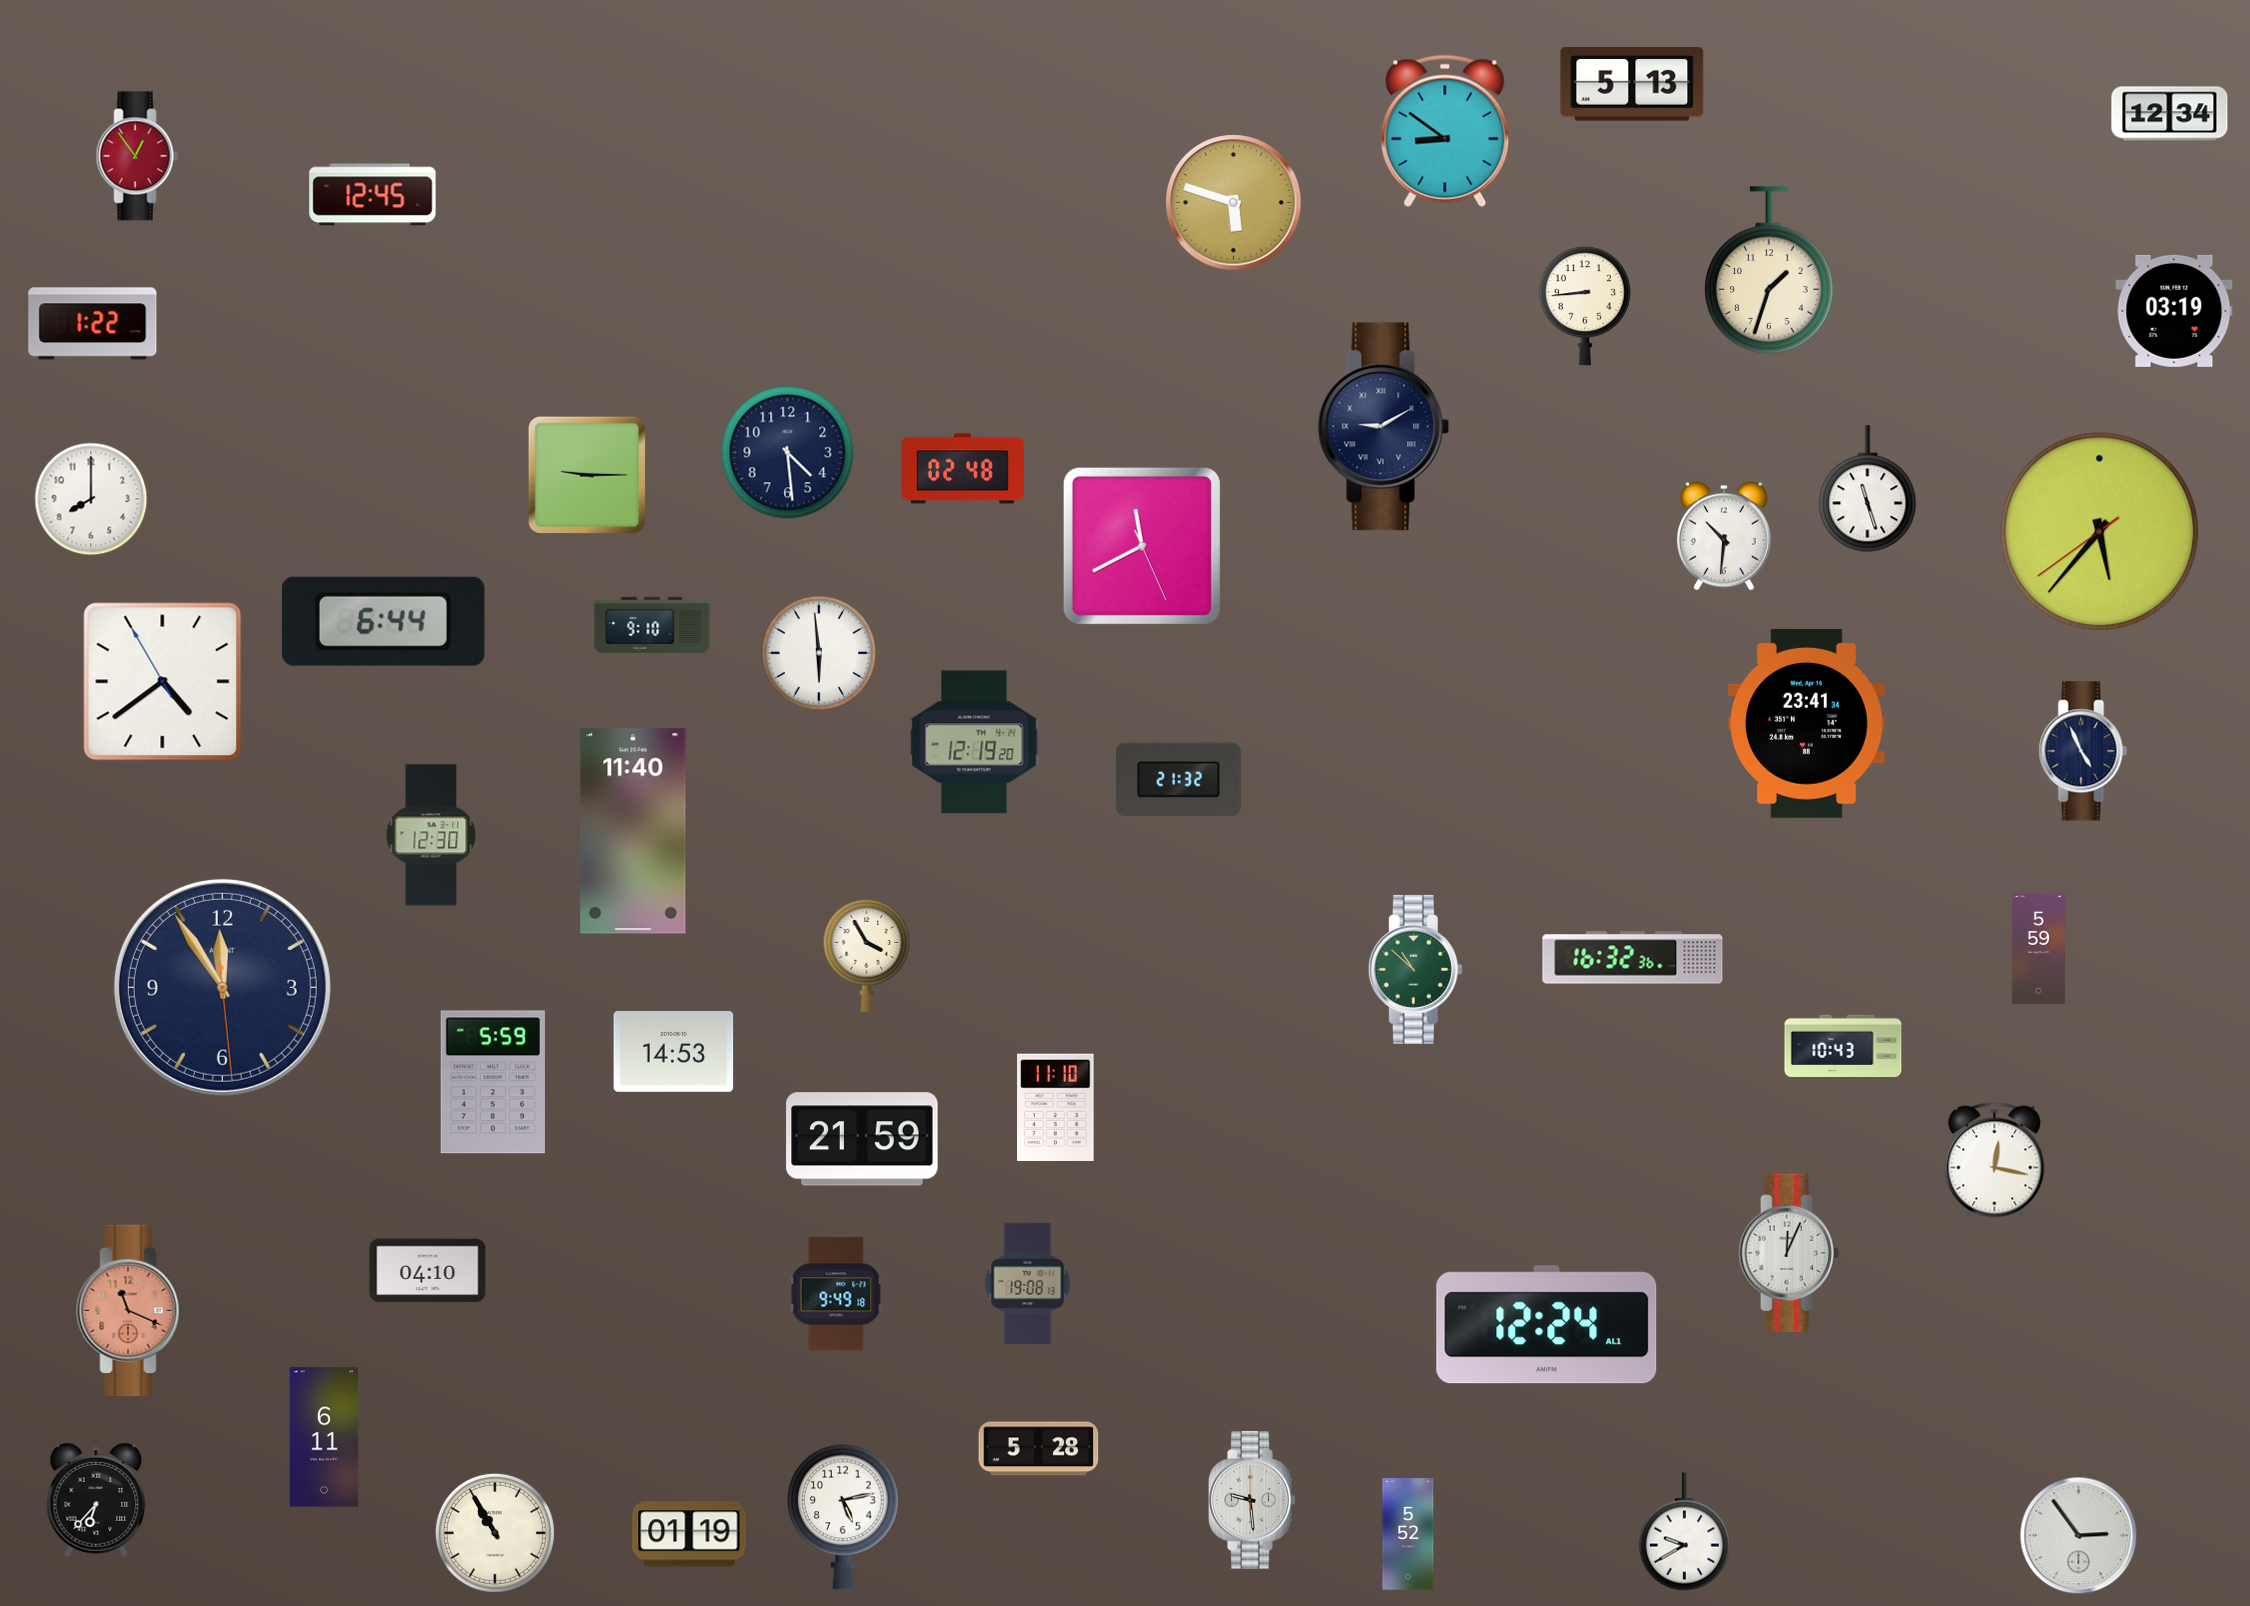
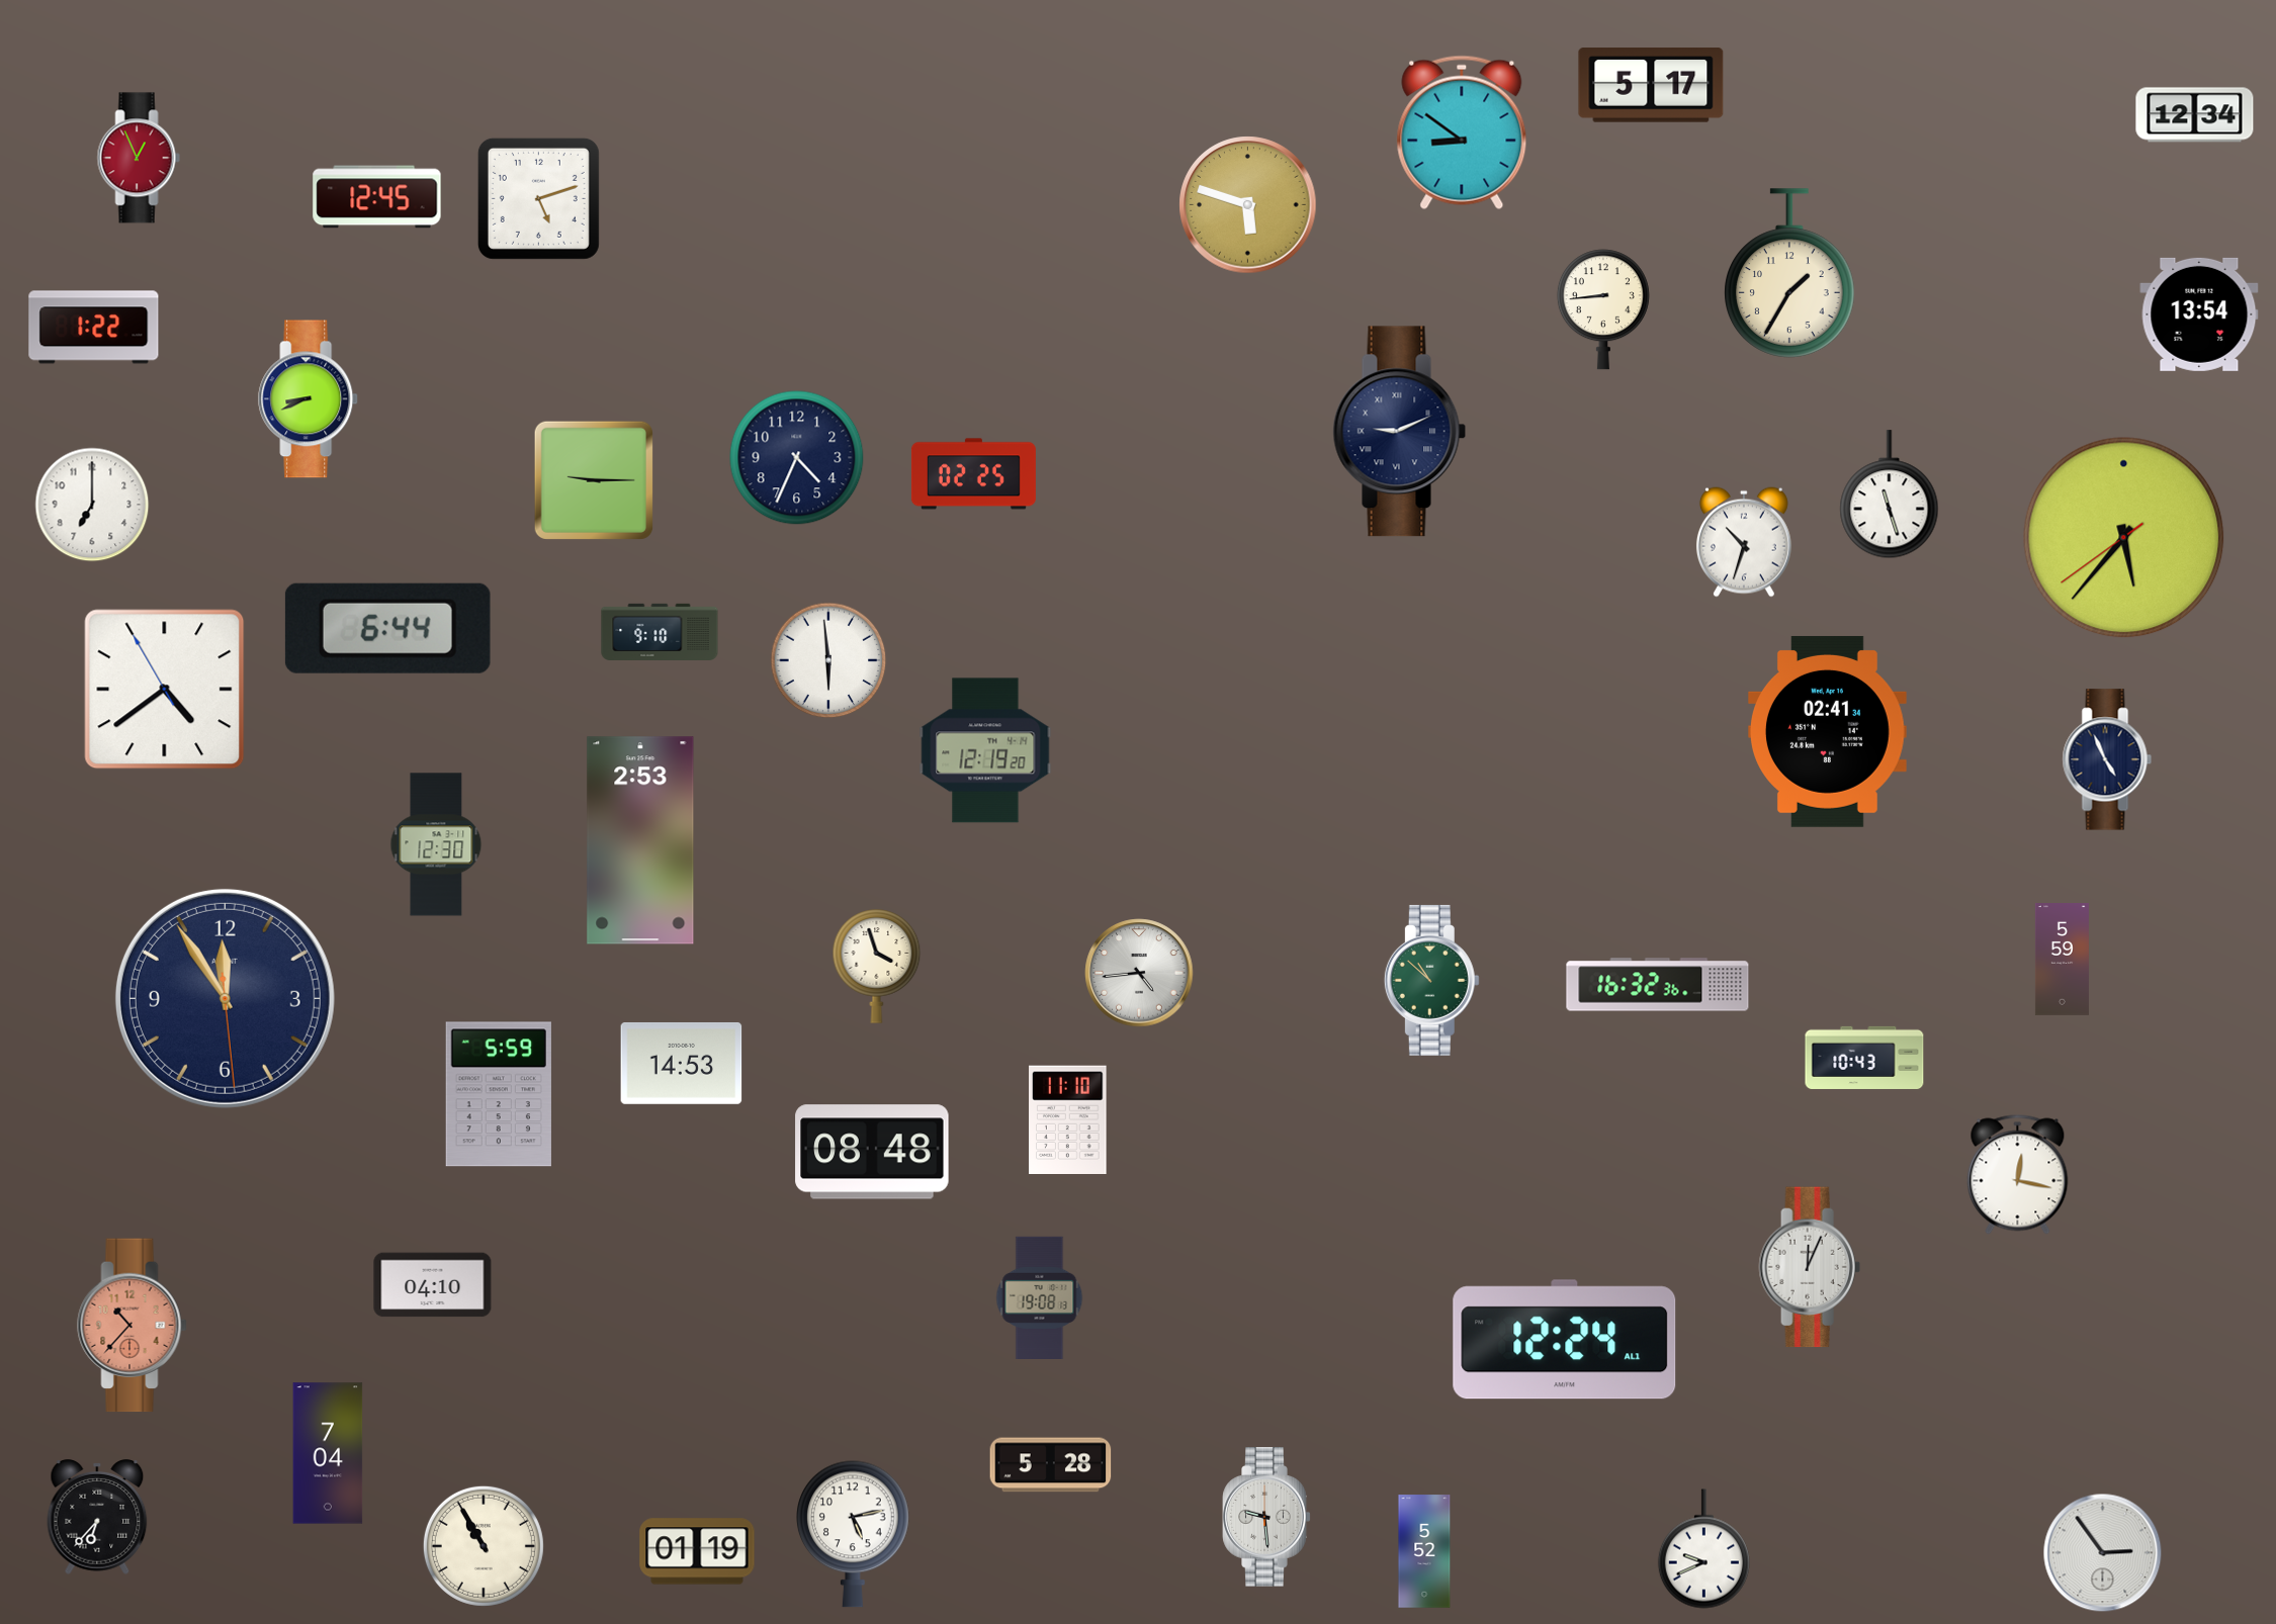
clock at (1632, 84): 5:13 -> 5:17
clock at (137, 156): 12:54 -> 12:56
clock at (538, 198): none -> 5:12
clock at (1770, 270): 1:33 -> 1:35
clock at (2174, 311): 03:19 -> 13:54
clock at (309, 399): none -> 8:41
clock at (1384, 427): 9:10 -> 9:11
clock at (788, 453): 4:29 -> 4:34
clock at (962, 469): 02:48 -> 02:25
clock at (91, 499): 8:00 -> 7:00
clock at (1724, 536): 10:31 -> 10:33
clock at (1142, 546): 11:40 -> none
clock at (1807, 723): 23:41 -> 02:41
clock at (1179, 780): 21:32 -> none
clock at (633, 831): 11:40 -> 2:53
clock at (867, 956): 3:55 -> 3:57
clock at (1633, 958) position: (1633, 958) -> (1658, 985)
clock at (1139, 973): none -> 4:44
clock at (862, 1139): 21:59 -> 08:48
clock at (836, 1294): 9:49 -> none
clock at (131, 1311): 11:19 -> 10:37
clock at (324, 1437): 6:11 -> 7:04
clock at (1684, 1532): 9:40 -> 9:41
clock at (495, 1533) position: (495, 1533) -> (484, 1546)
